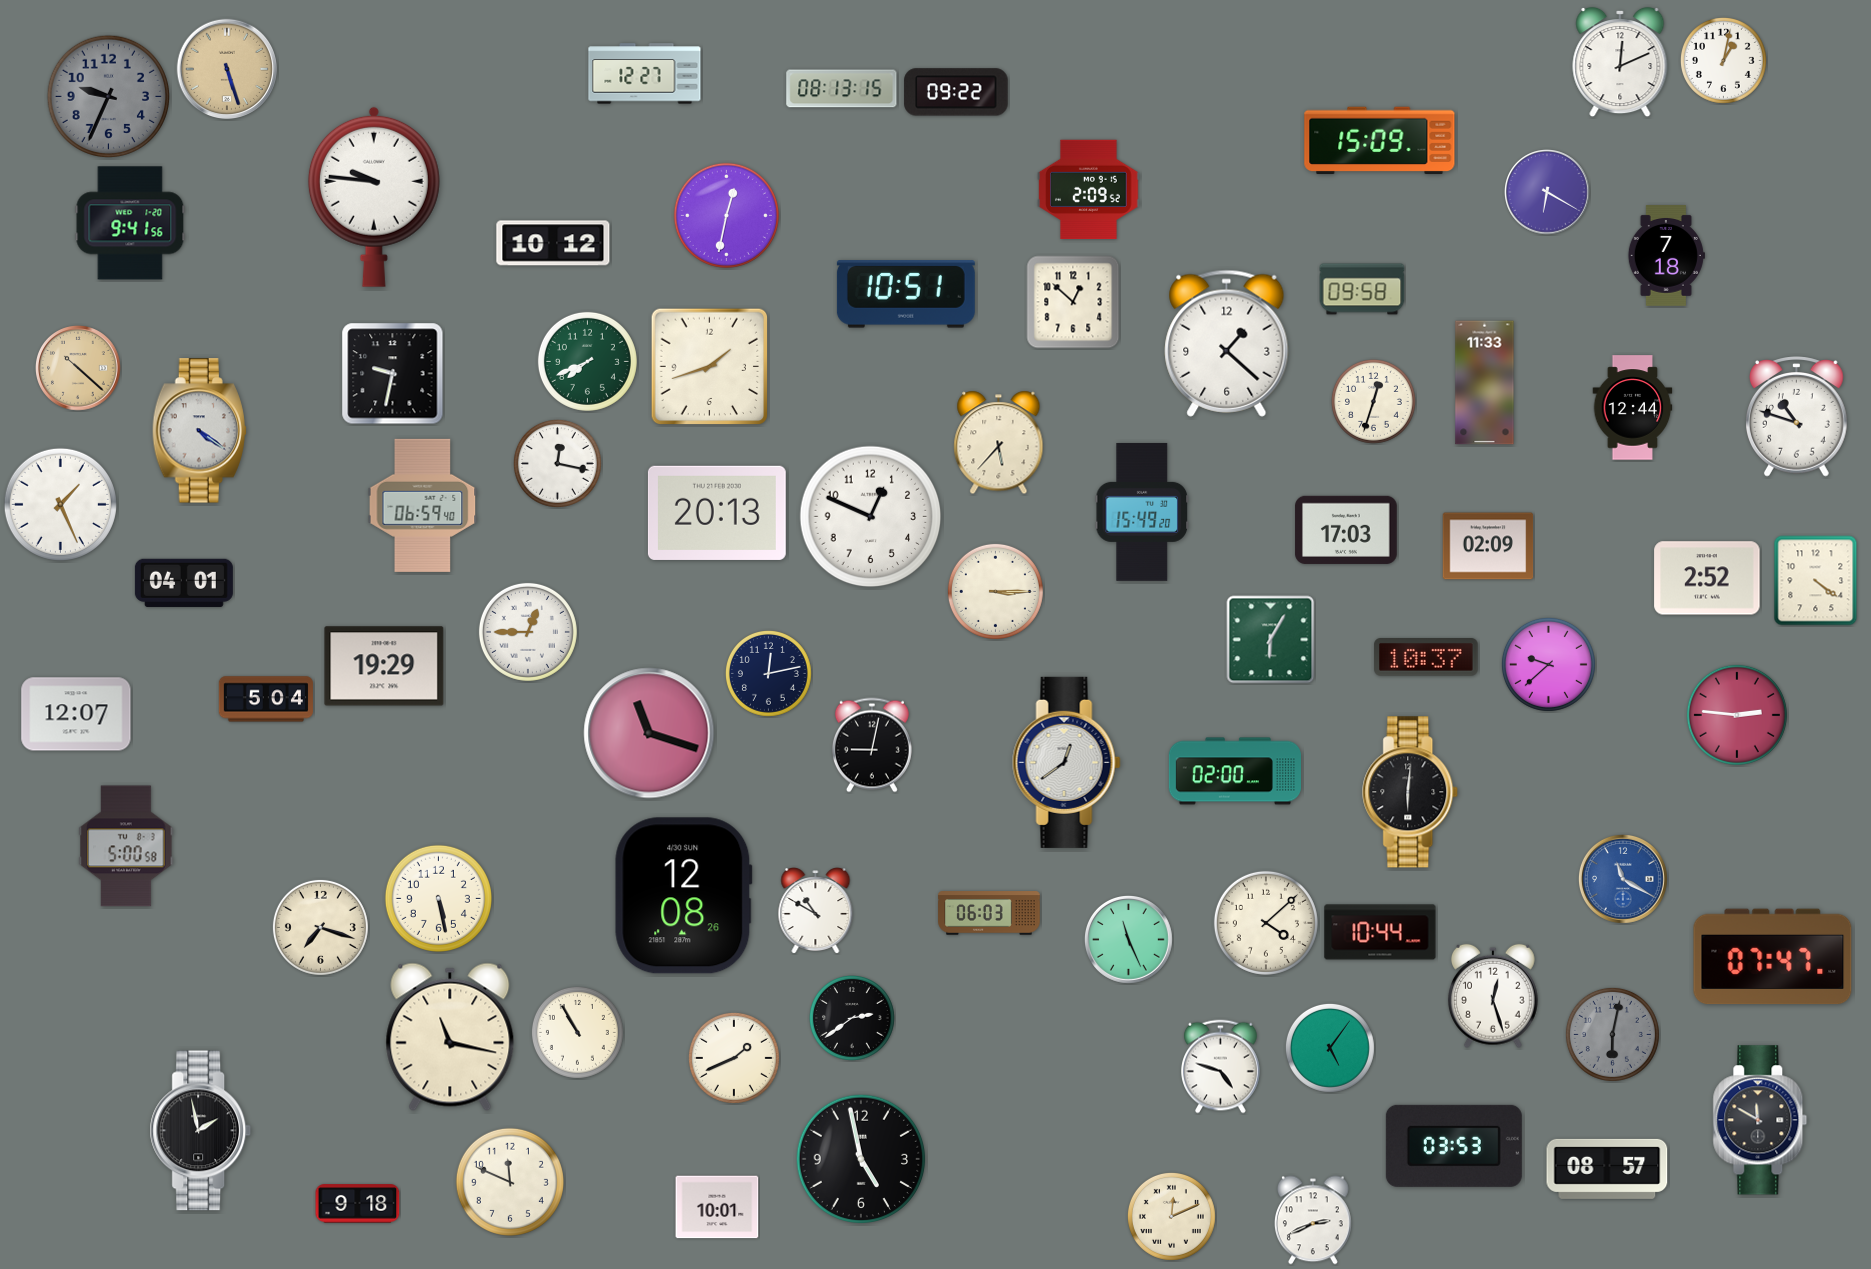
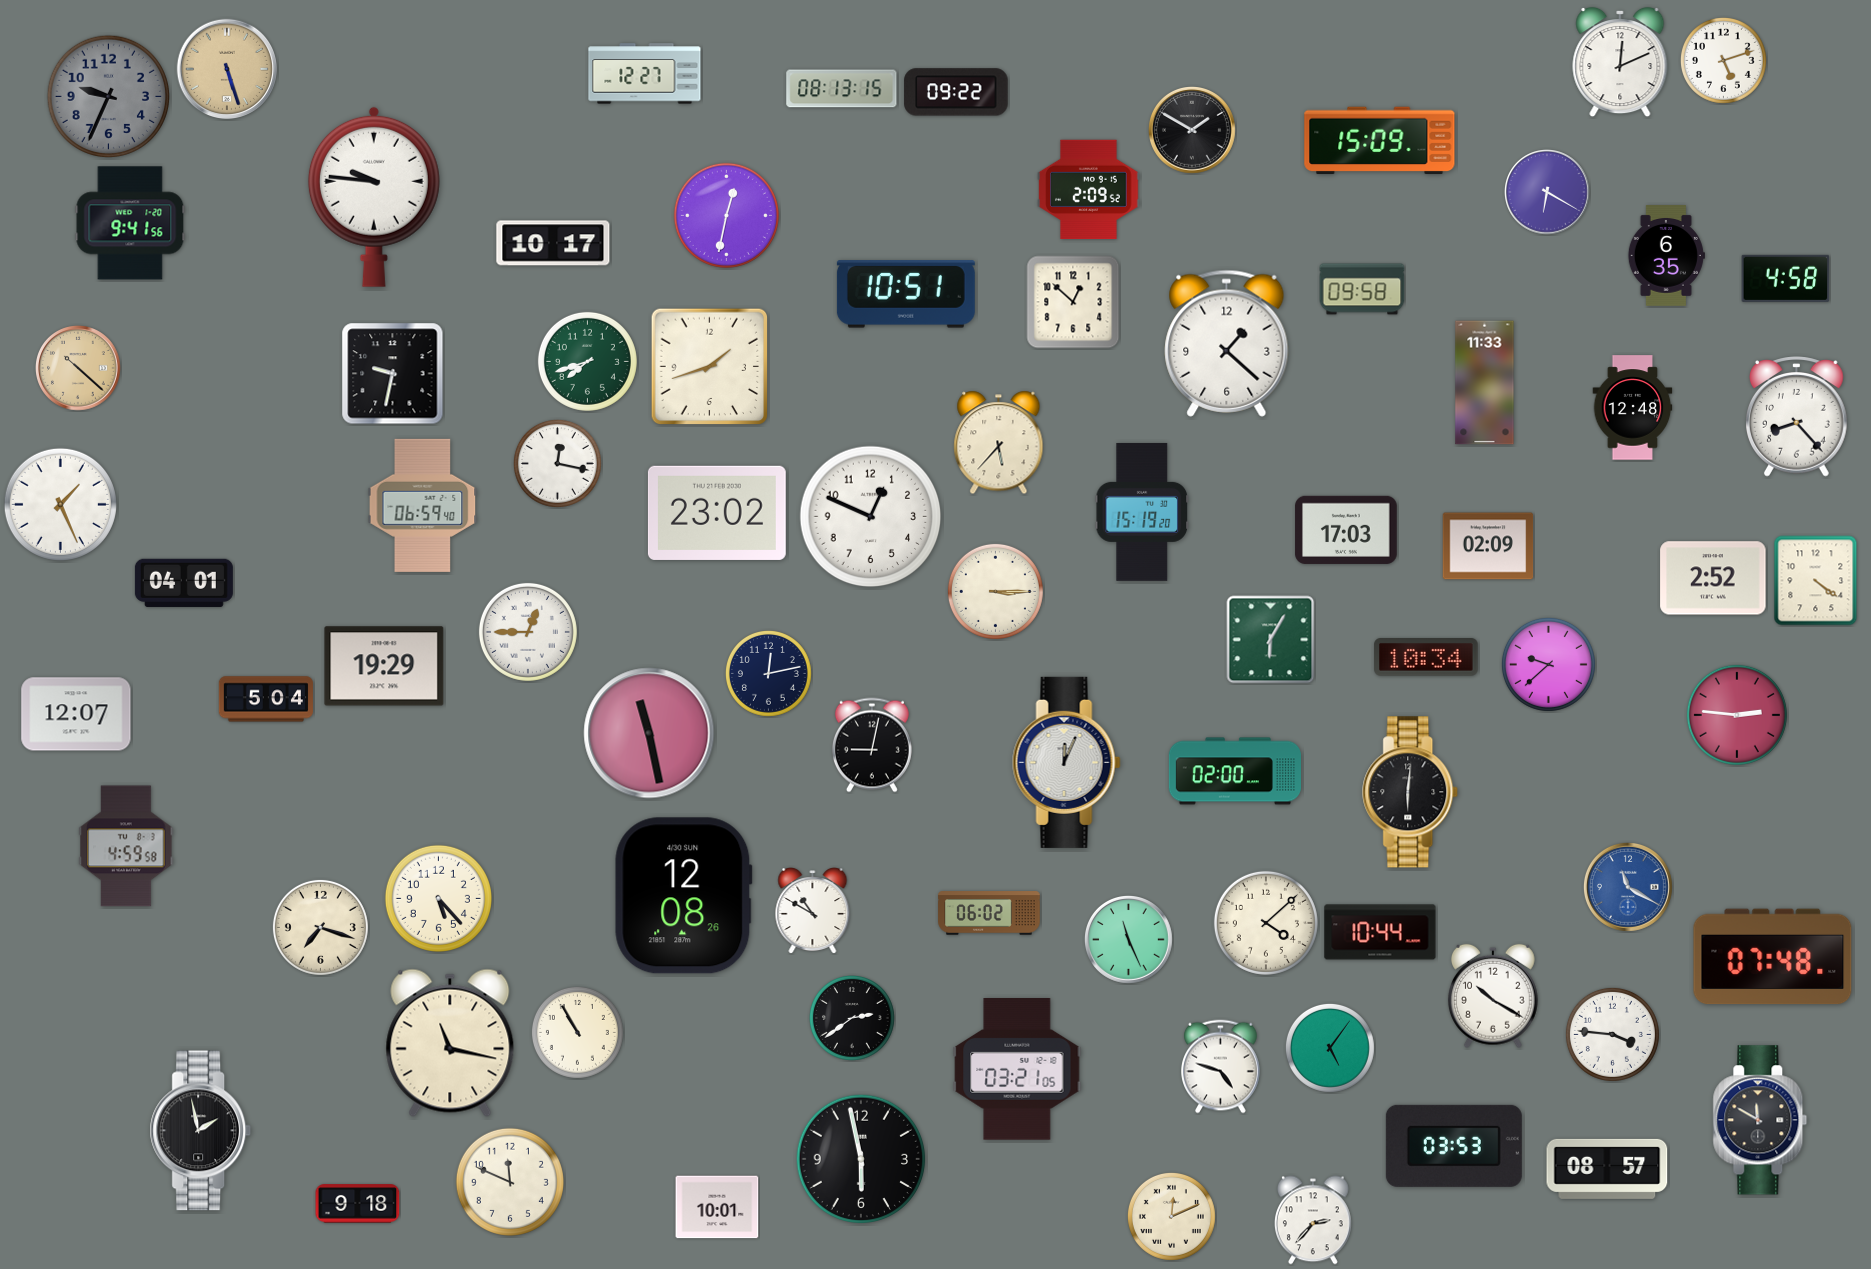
clock at (1723, 60): 1:02 -> 5:12
clock at (1193, 131): none -> 1:50
clock at (553, 243): 10:12 -> 10:17
clock at (1666, 256): 7:18 -> 6:35
clock at (1786, 278): none -> 4:58
clock at (587, 361): 7:41 -> 7:42
clock at (1373, 401): 12:33 -> none
clock at (1633, 408): 12:44 -> 12:48
clock at (1797, 417): 10:48 -> 8:23
clock at (199, 431): 4:21 -> none
clock at (1141, 512): 15:49 -> 15:19
clock at (717, 513): 20:13 -> 23:02
clock at (1707, 578) position: (1707, 578) -> (1713, 578)
clock at (1426, 658): 10:37 -> 10:34
clock at (649, 733): 11:18 -> 11:28
clock at (1067, 762): 12:39 -> 12:04
clock at (126, 846): 5:00 -> 4:59
clock at (1623, 879) position: (1623, 879) -> (1628, 887)
clock at (438, 898): 5:28 -> 5:23
clock at (816, 911) position: (816, 911) -> (813, 911)
clock at (989, 913): 06:03 -> 06:02
clock at (1773, 957): 07:47 -> 07:48
clock at (1493, 996): 12:27 -> 10:20
clock at (1612, 1034): 6:02 -> 3:46
clock at (1612, 1034) dial: grey -> white
clock at (450, 1037) position: (450, 1037) -> (450, 1043)
clock at (734, 1058): 1:41 -> none
clock at (1017, 1069): none -> 03:21
clock at (861, 1159): 4:58 -> 5:58
clock at (1313, 1220): 2:41 -> 2:37
